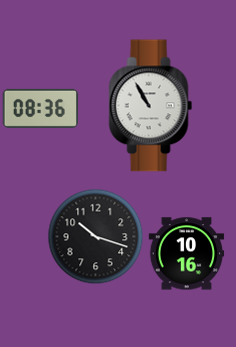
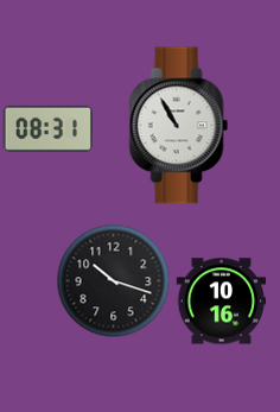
clock at (40, 108): 08:36 -> 08:31
